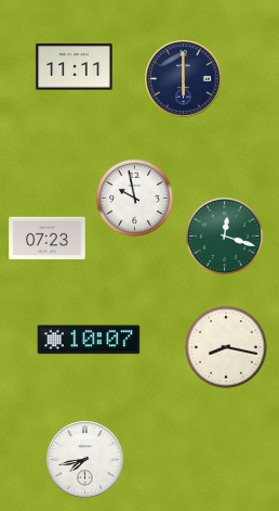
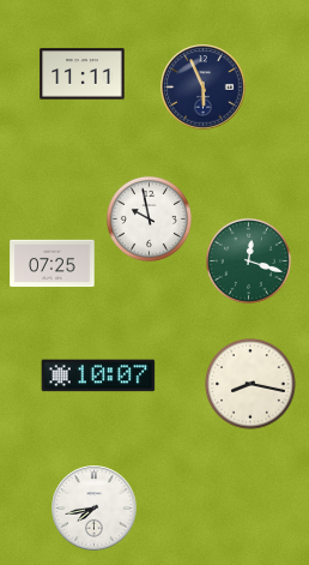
clock at (184, 79): 6:00 -> 5:56
clock at (48, 239): 07:23 -> 07:25
